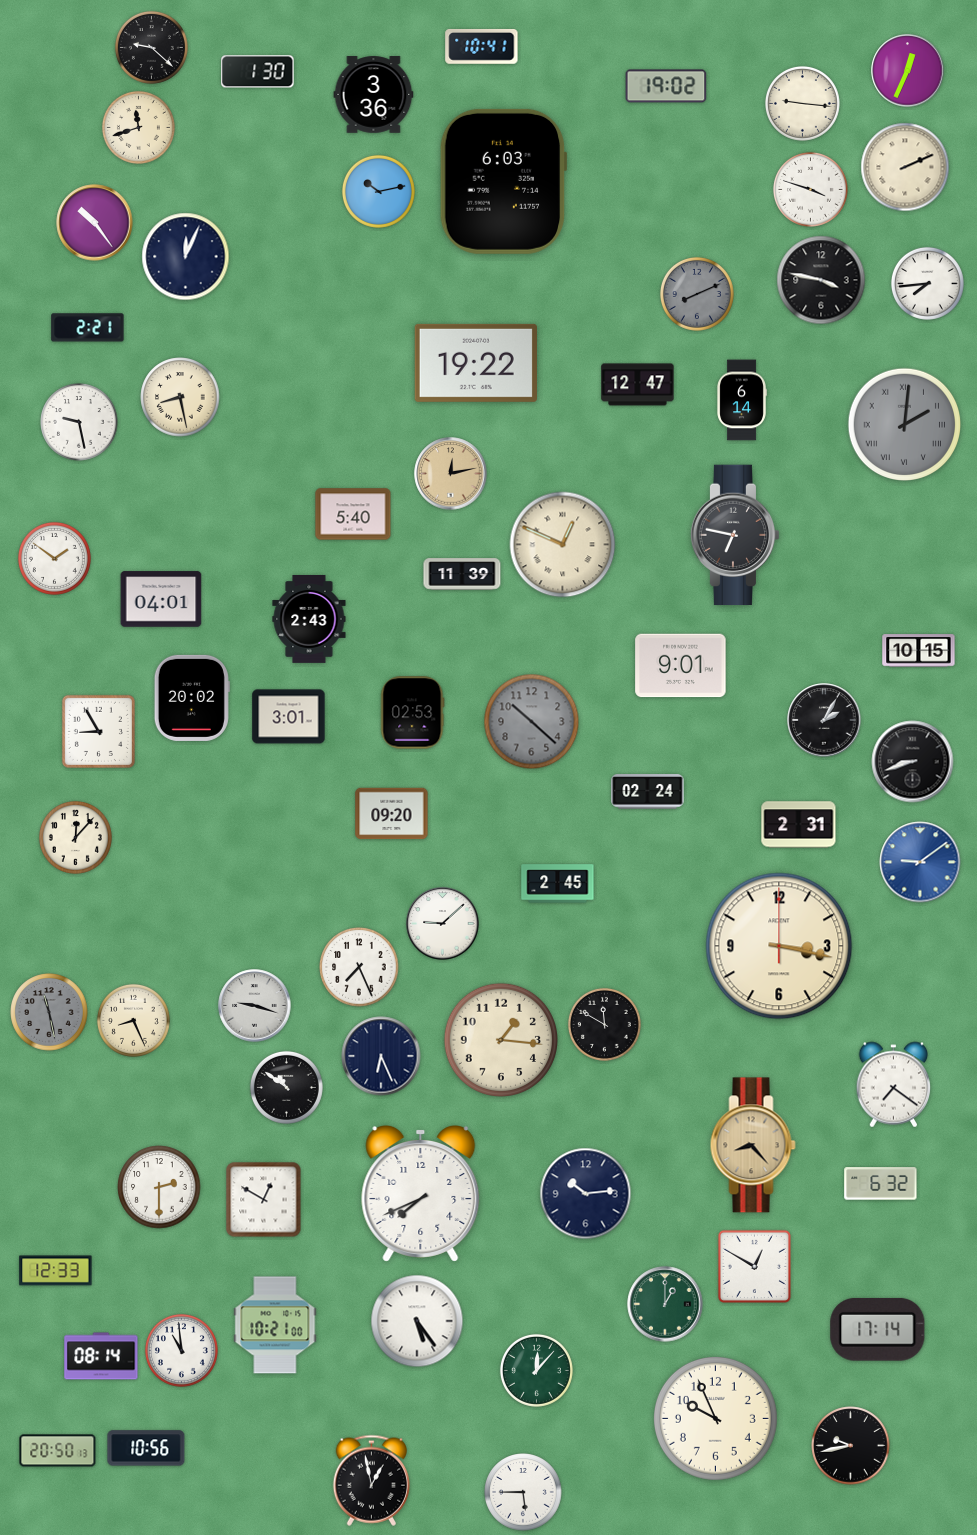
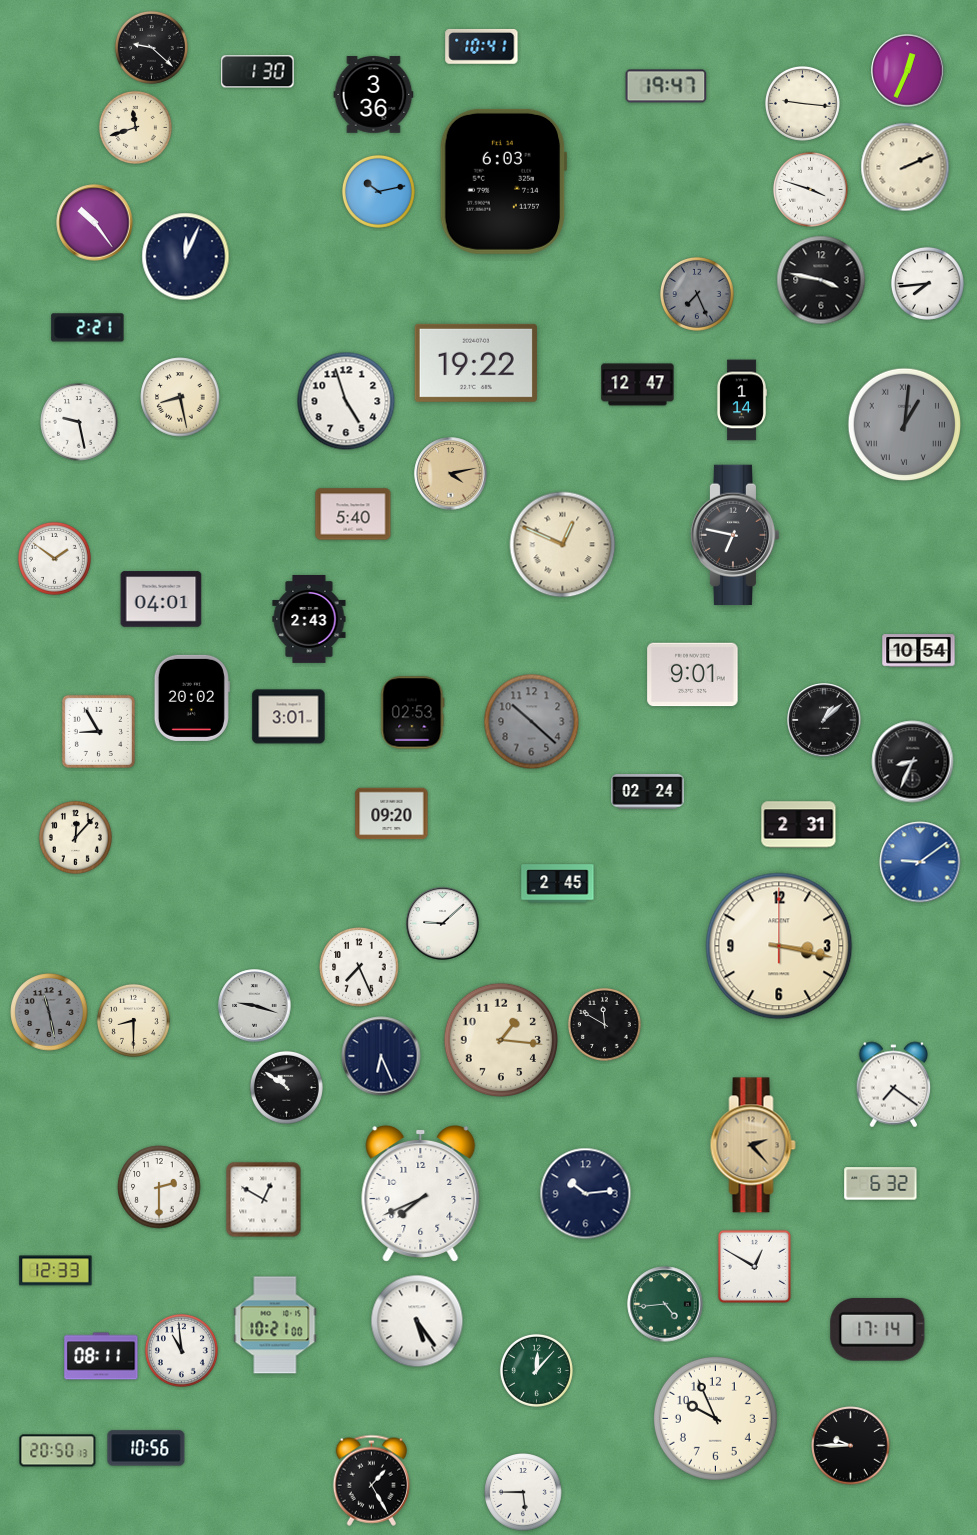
clock at (666, 86): 19:02 -> 19:47
clock at (138, 127) position: (138, 127) -> (135, 127)
clock at (697, 294): 8:11 -> 7:26
clock at (742, 400): 6:14 -> 1:14
clock at (346, 401): none -> 4:57
clock at (904, 424): 2:01 -> 1:01
clock at (451, 474): 12:13 -> 4:13
clock at (462, 574): 11:39 -> none
clock at (919, 651): 10:15 -> 10:54
clock at (681, 666) position: (681, 666) -> (693, 675)
clock at (824, 720): 2:05 -> 1:08
clock at (913, 762): 8:42 -> 8:34
clock at (133, 1020): 8:26 -> 8:30
clock at (753, 1145): 8:23 -> 2:23
clock at (665, 1304): 1:00 -> 4:44
clock at (101, 1356): 08:14 -> 08:11
clock at (851, 1446): 9:43 -> 9:45
clock at (371, 1480): 12:58 -> 1:25
